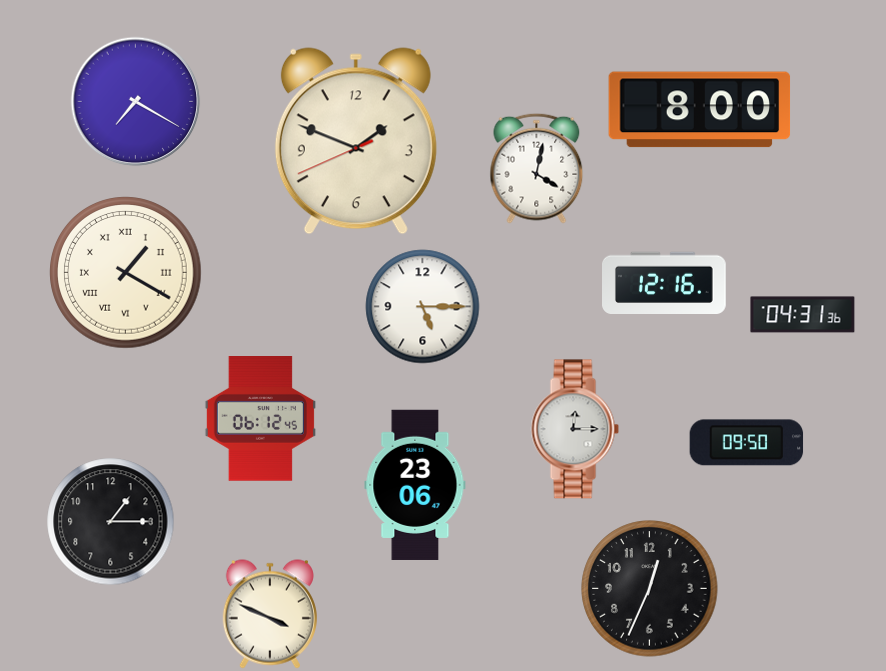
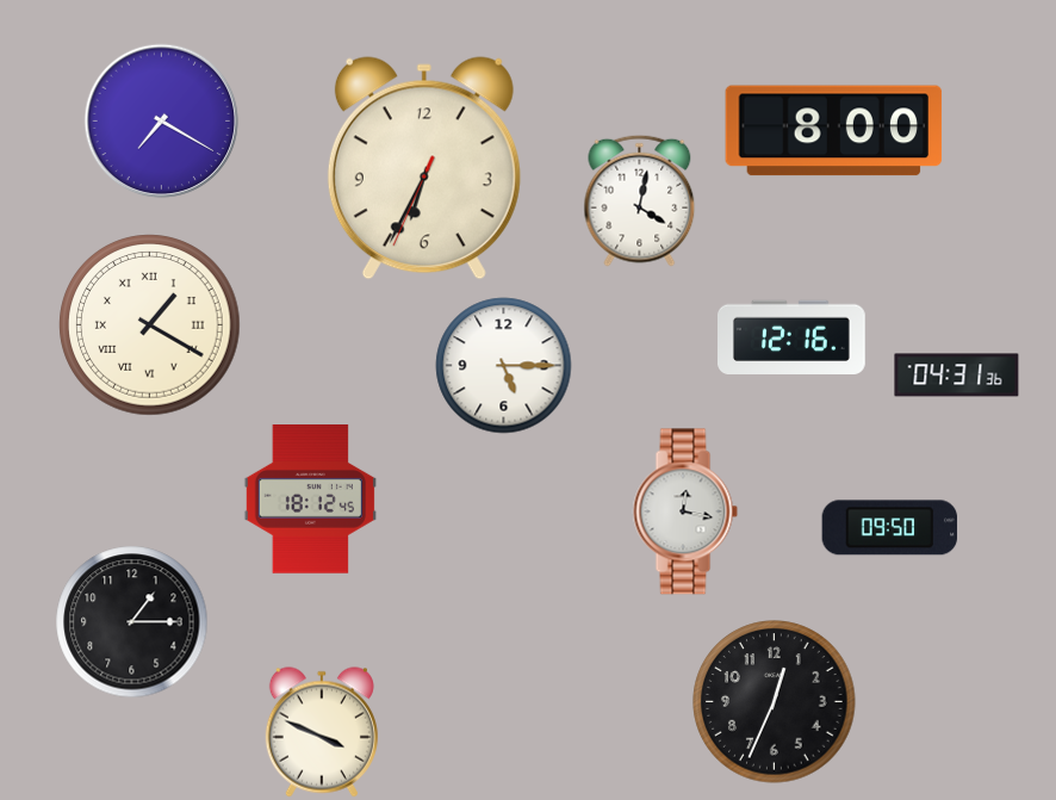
clock at (356, 141): 1:48 -> 6:34
clock at (260, 419): 06:12 -> 18:12
clock at (575, 429): 12:15 -> 12:17
clock at (415, 485): 23:06 -> none
